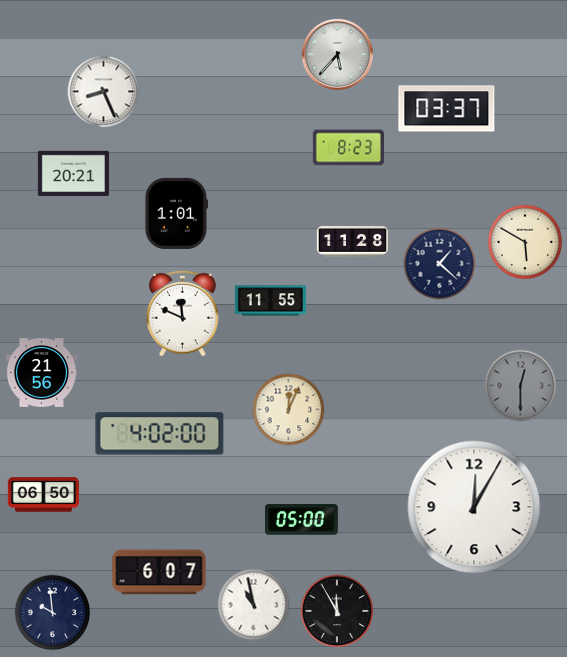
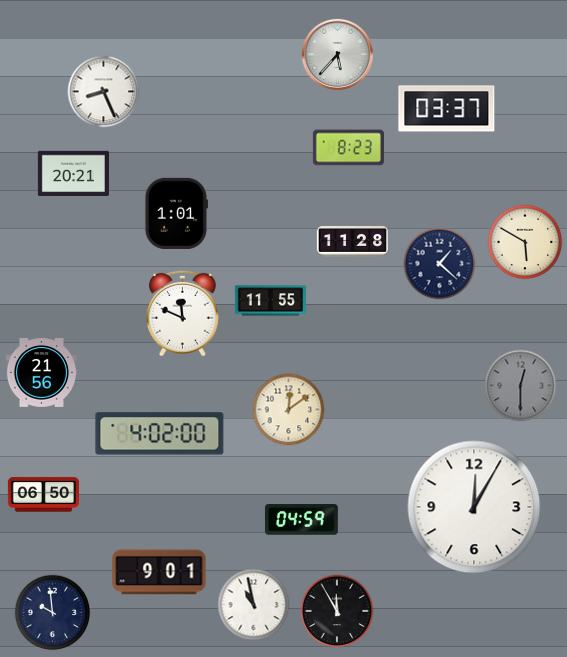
clock at (289, 410): 12:04 -> 12:09
clock at (301, 520): 05:00 -> 04:59
clock at (159, 572): 6:07 -> 9:01
